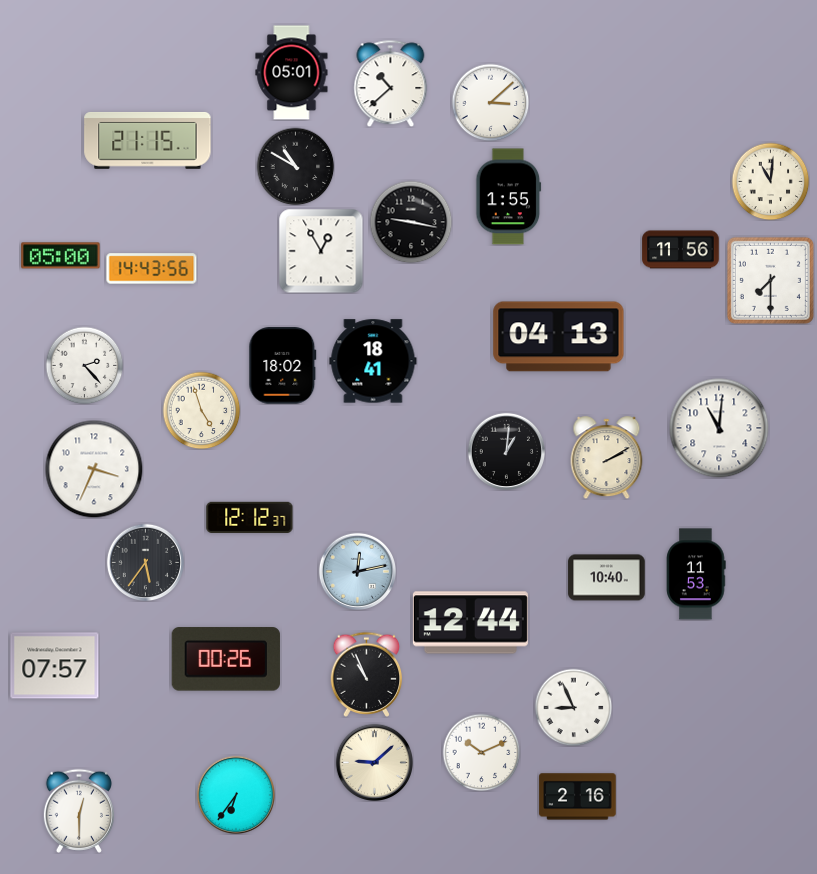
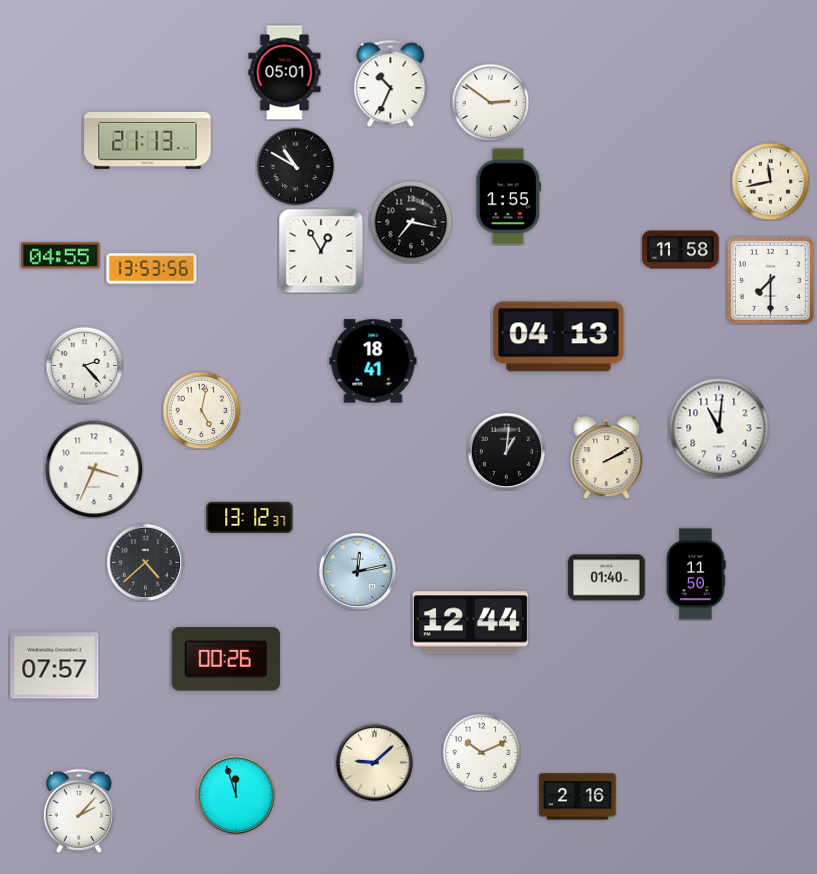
clock at (292, 73) position: (292, 73) -> (285, 73)
clock at (391, 83): 10:38 -> 10:34
clock at (490, 102): 3:08 -> 2:51
clock at (148, 140): 21:15 -> 21:13
clock at (770, 181): 11:01 -> 11:43
clock at (411, 222): 9:17 -> 7:17
clock at (681, 250): 11:56 -> 11:58
clock at (61, 256): 05:00 -> 04:55
clock at (152, 269): 14:43 -> 13:53
clock at (283, 366): 18:02 -> none
clock at (201, 410): 4:57 -> 5:02
clock at (250, 517): 12:12 -> 13:12
clock at (145, 562): 5:36 -> 4:38
clock at (696, 574): 11:53 -> 11:50
clock at (607, 578): 10:40 -> 01:40
clock at (367, 674): 10:56 -> none
clock at (573, 707): 8:56 -> none
clock at (235, 794): 6:36 -> 11:57
clock at (79, 811): 12:30 -> 2:07
